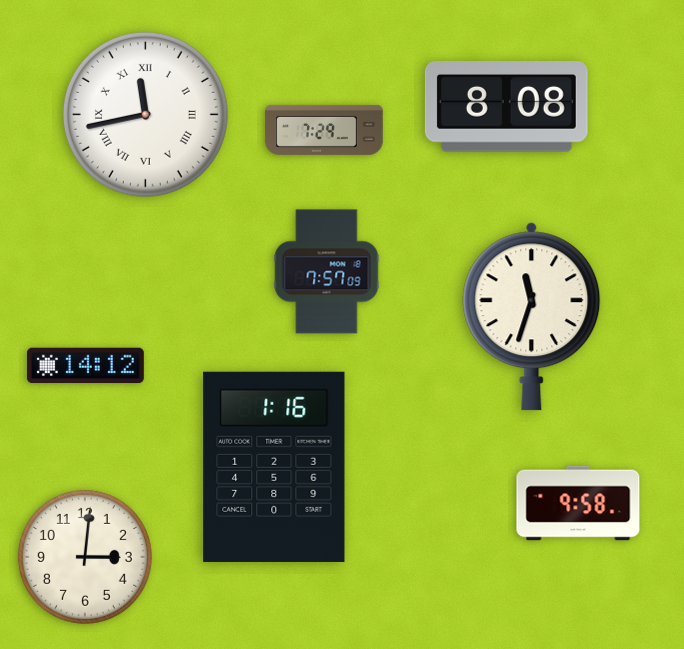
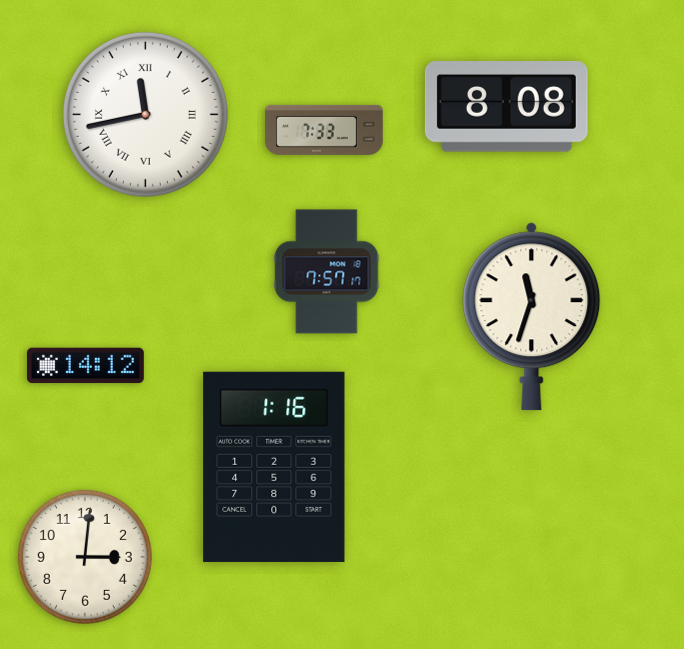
clock at (324, 130): 7:29 -> 7:33
clock at (327, 272): 7:57:09 -> 7:57:17
clock at (578, 503): 9:58 -> none
